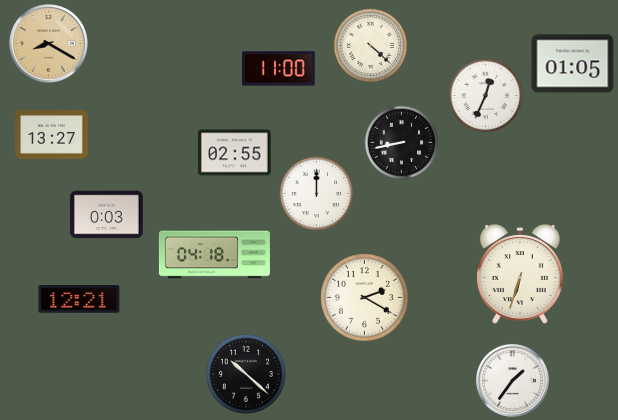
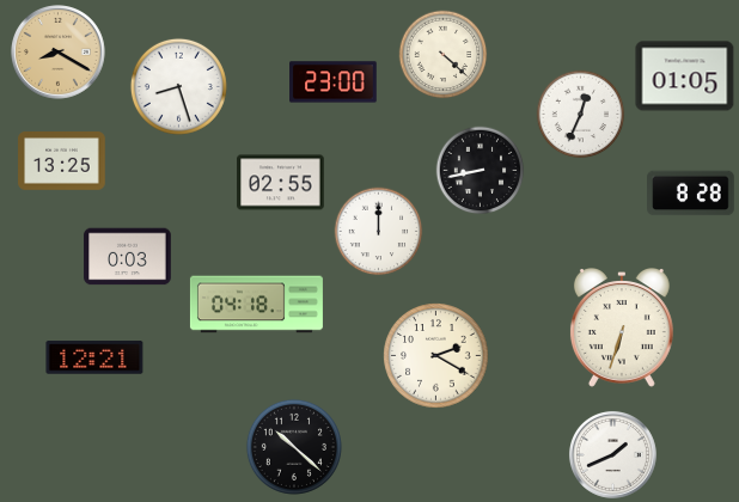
clock at (279, 69): 11:00 -> 23:00
clock at (178, 86): none -> 8:27
clock at (52, 135): 13:27 -> 13:25
clock at (691, 194): none -> 8:28
clock at (512, 380): 1:36 -> 1:41
